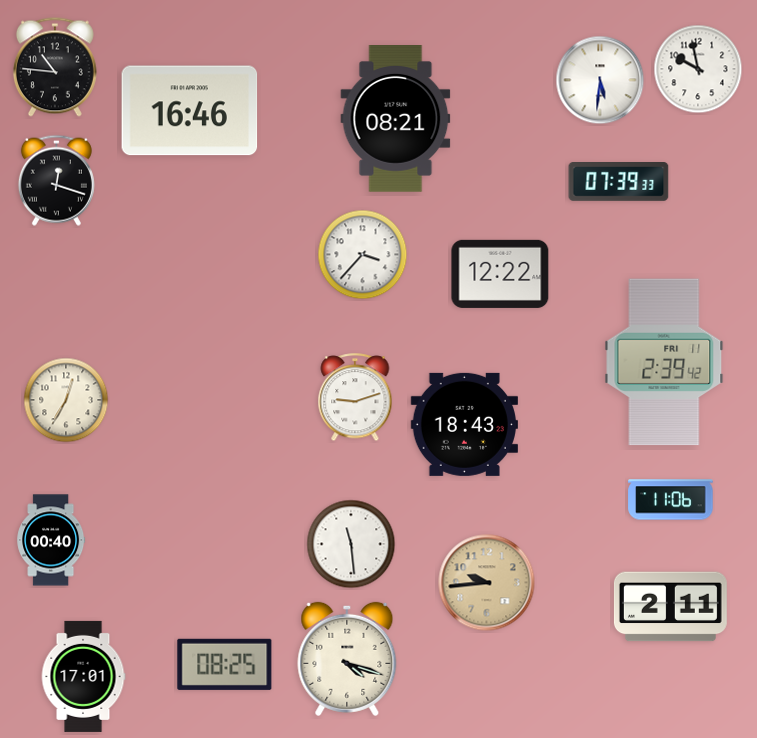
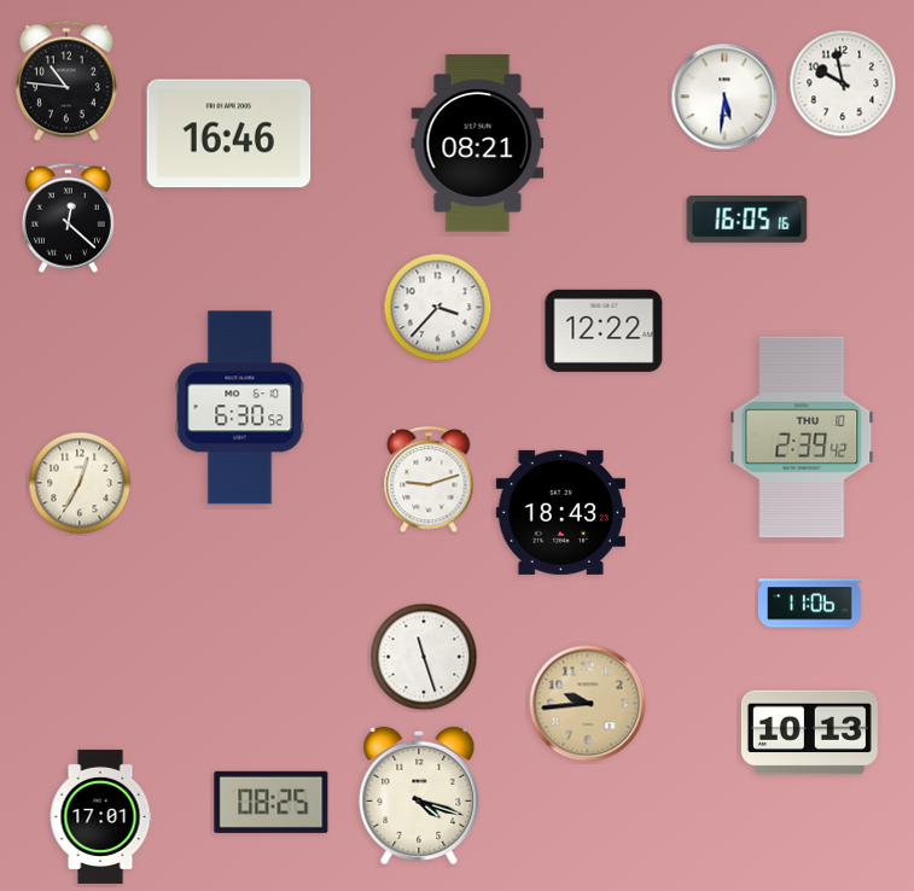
clock at (56, 180): 12:18 -> 12:22
clock at (619, 182): 07:39 -> 16:05
clock at (240, 408): none -> 6:30
clock at (664, 362) date: FRI 11 -> THU 10
clock at (51, 540): 00:40 -> none
clock at (351, 544): 11:29 -> 11:27
clock at (670, 607): 2:11 -> 10:13
